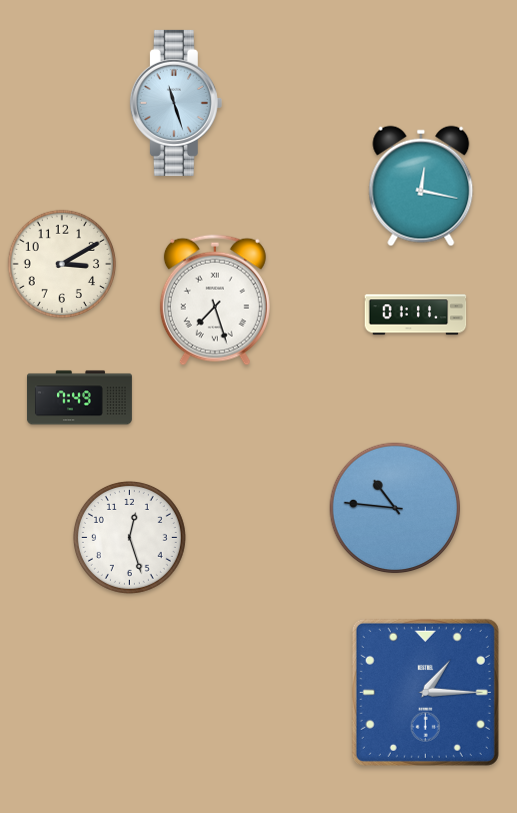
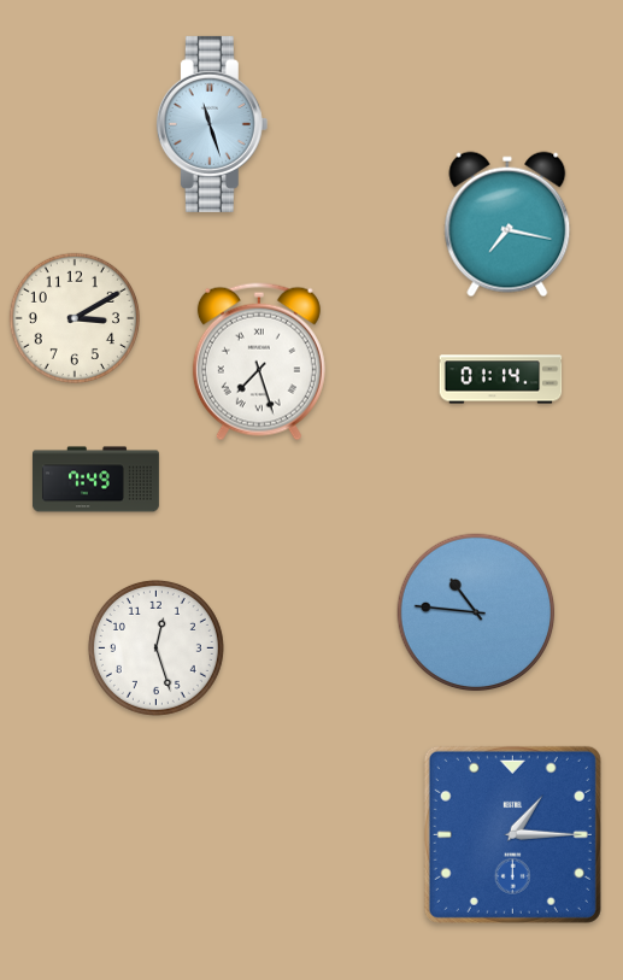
clock at (421, 186): 12:17 -> 7:17
clock at (416, 315): 01:11 -> 01:14
